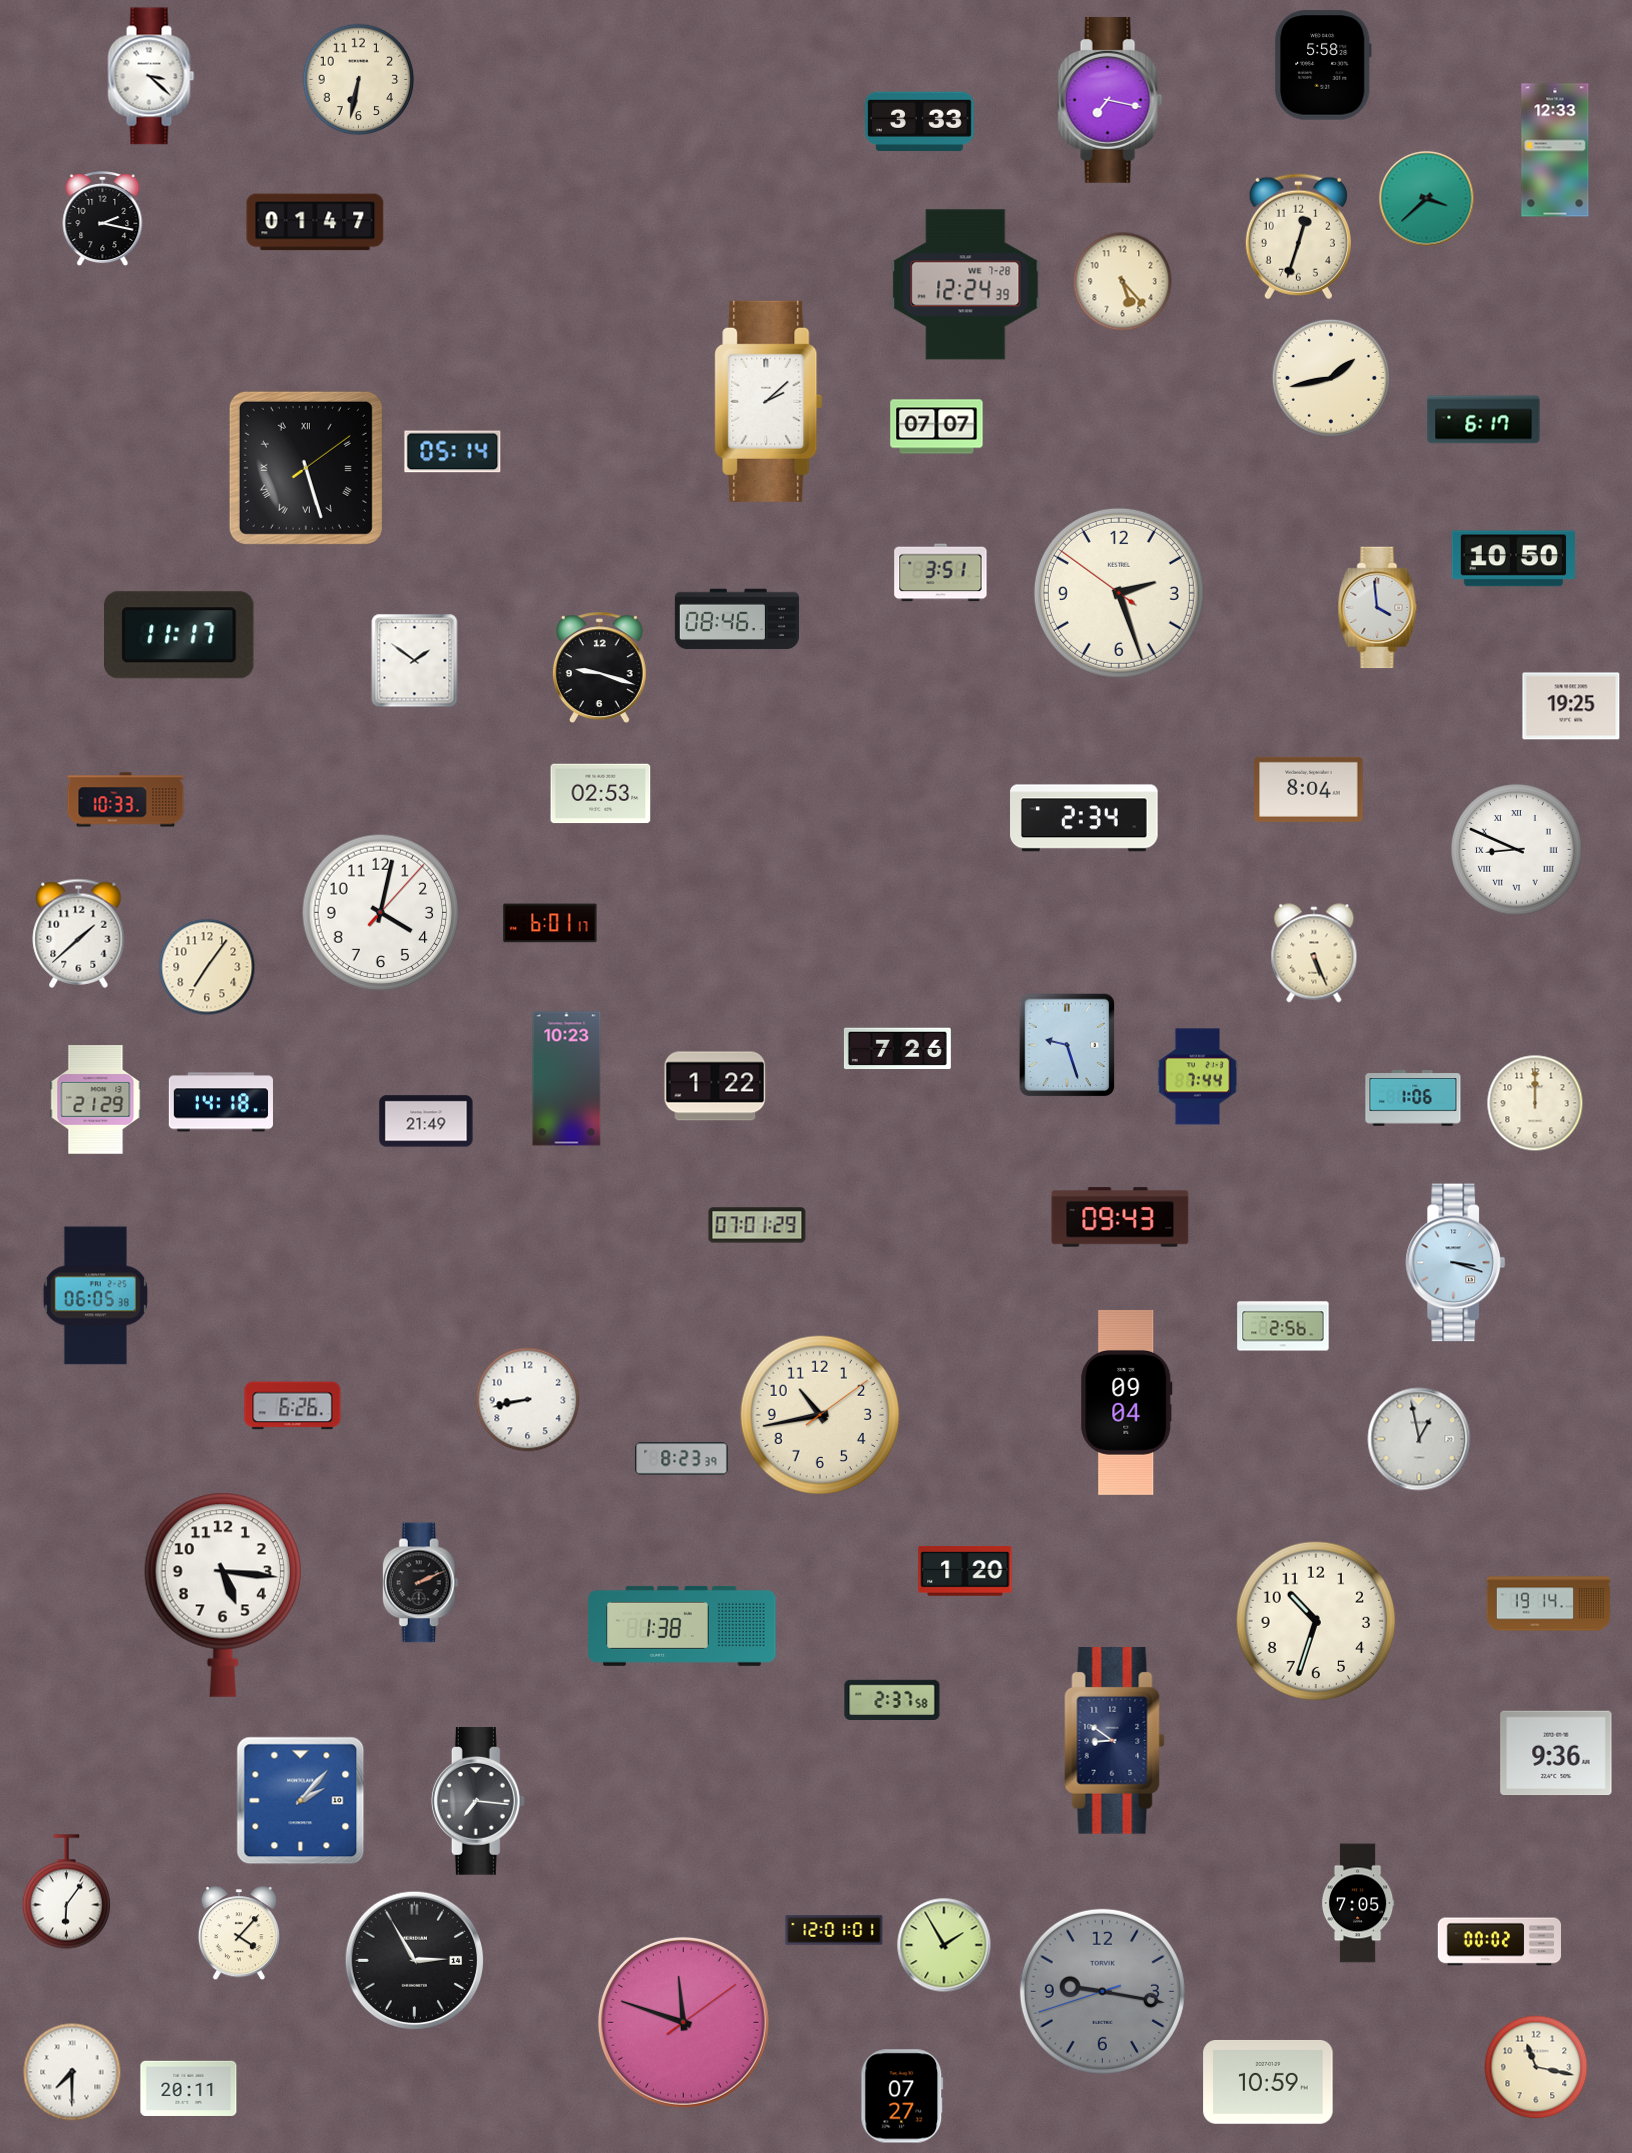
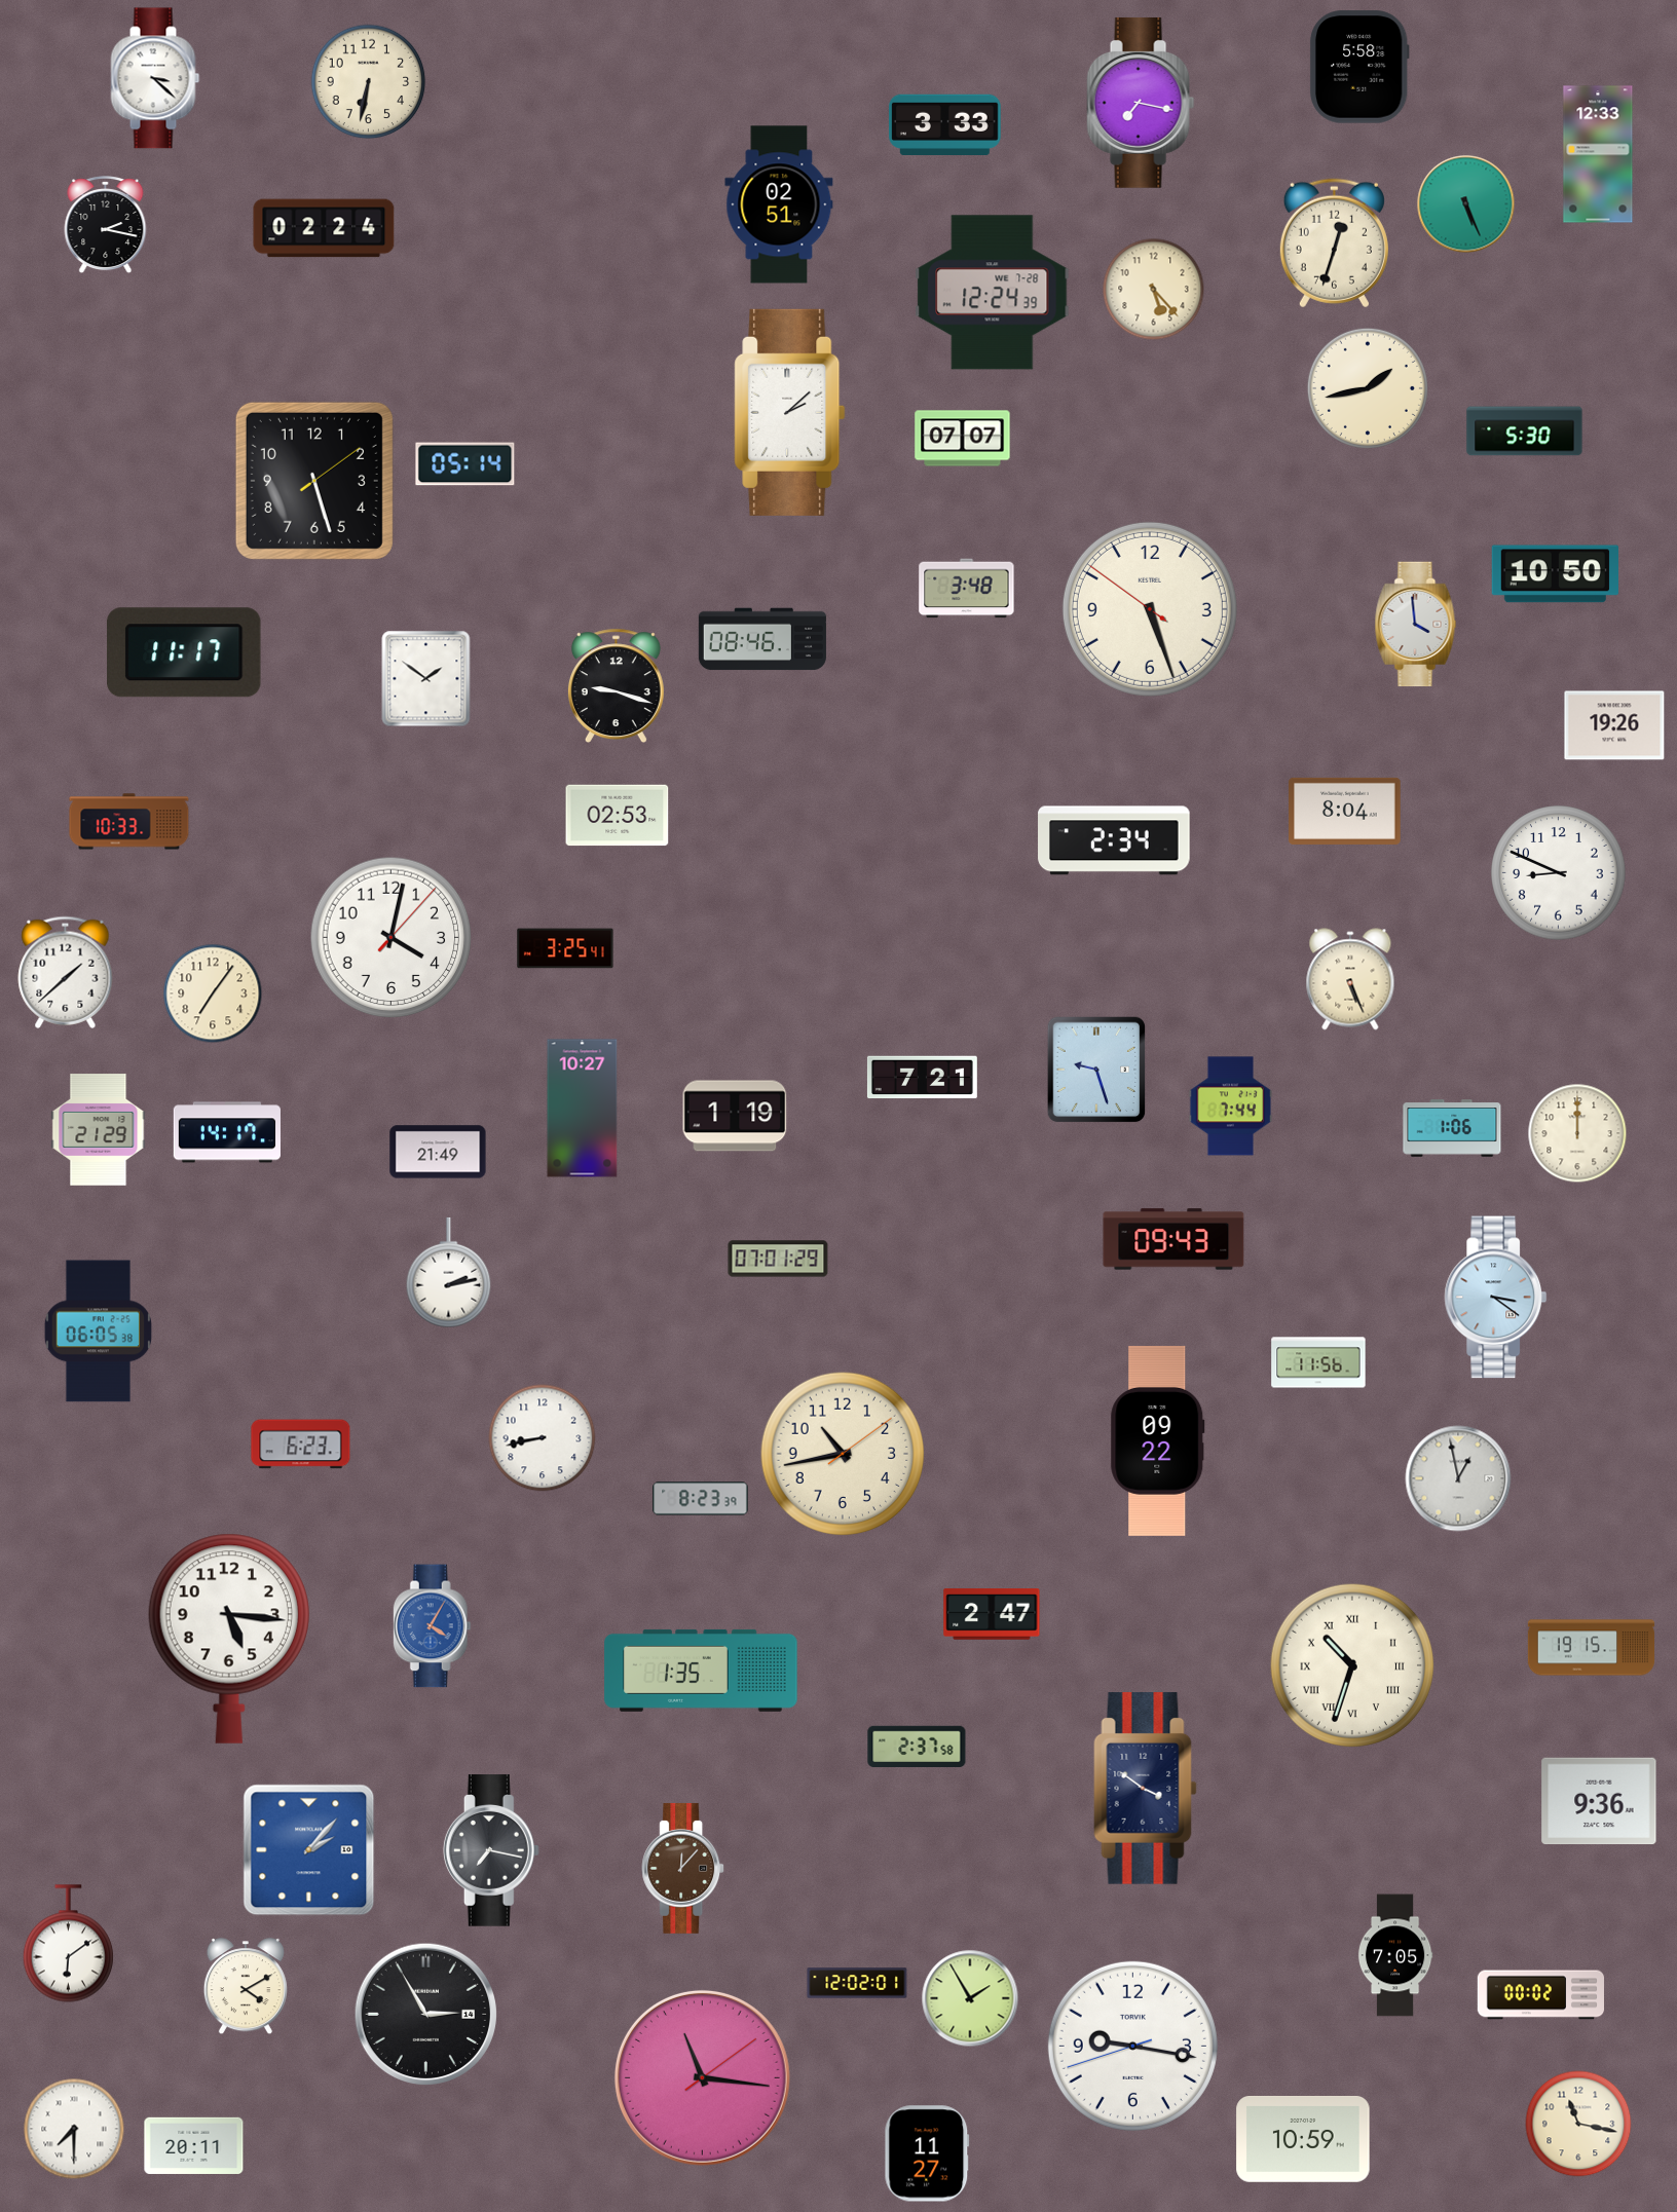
clock at (779, 204): none -> 02:51
clock at (1427, 199): 3:38 -> 5:26
clock at (315, 222): 01:47 -> 02:24
clock at (1484, 420): 6:17 -> 5:30
clock at (306, 468) numerals: Roman -> Arabic
clock at (941, 573): 3:51 -> 3:48
clock at (1119, 593): 2:26 -> 5:26
clock at (737, 619) position: (737, 619) -> (762, 639)
clock at (1571, 706): 19:25 -> 19:26
clock at (1517, 850) numerals: Roman -> Arabic
clock at (550, 923): 6:01 -> 3:25
clock at (79, 933) position: (79, 933) -> (66, 972)
clock at (1067, 1045) position: (1067, 1045) -> (1096, 1070)
clock at (897, 1049): 7:26 -> 7:21
clock at (567, 1079): 10:23 -> 10:27
clock at (715, 1086): 1:22 -> 1:19
clock at (221, 1102): 14:18 -> 14:17
clock at (1120, 1217) position: (1120, 1217) -> (1173, 1239)
clock at (449, 1273): none -> 2:13
clock at (1456, 1263): 3:18 -> 3:21
clock at (1283, 1326): 2:56 -> 11:56
clock at (1127, 1402): 09:04 -> 09:22
clock at (293, 1406): 6:26 -> 6:23
clock at (965, 1572): 1:20 -> 2:47
clock at (420, 1583): 2:11 -> 4:05
clock at (420, 1583) dial: black -> blue
clock at (1549, 1604): 19:14 -> 19:15
clock at (1316, 1621) numerals: Arabic -> Roman
clock at (682, 1626): 1:38 -> 1:35
clock at (1115, 1741): 8:51 -> 3:51
clock at (478, 1801): 7:16 -> 7:17
clock at (683, 1868): none -> 12:07
clock at (66, 1892): 6:06 -> 6:09
clock at (834, 1930): 12:01 -> 12:02
clock at (239, 1934): 4:07 -> 4:10
clock at (1102, 1991) dial: grey -> white
clock at (683, 2022): 11:48 -> 11:16
clock at (902, 2096): 07:27 -> 11:27
